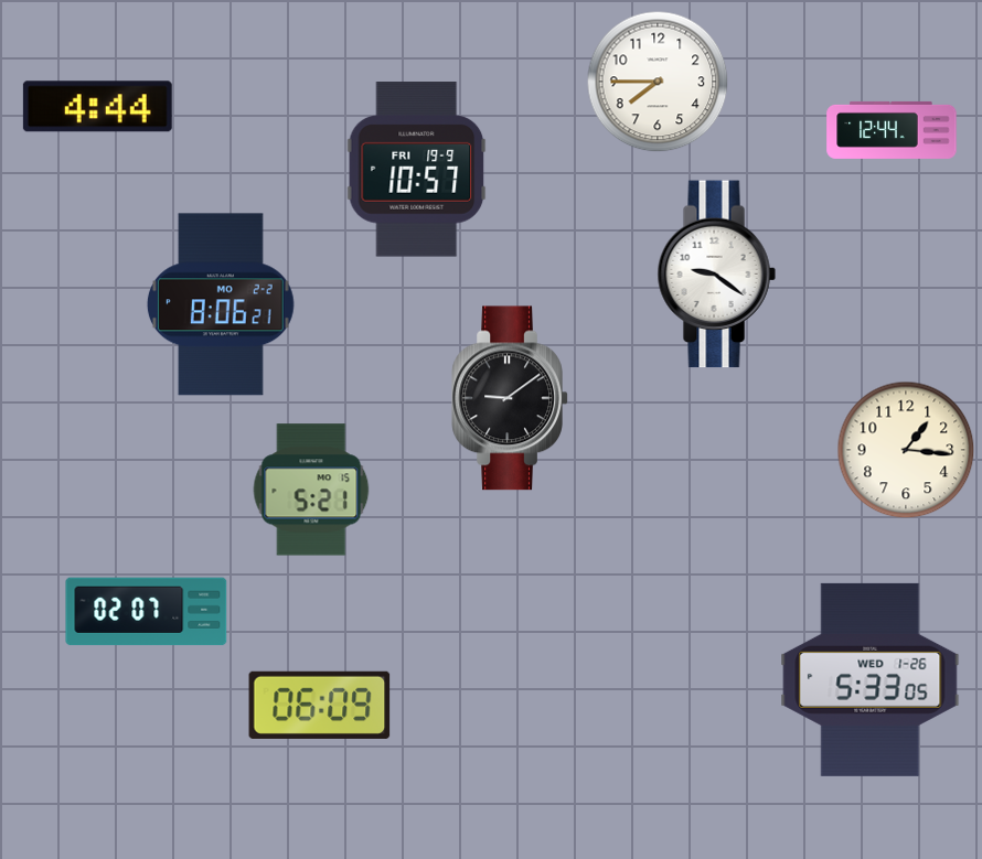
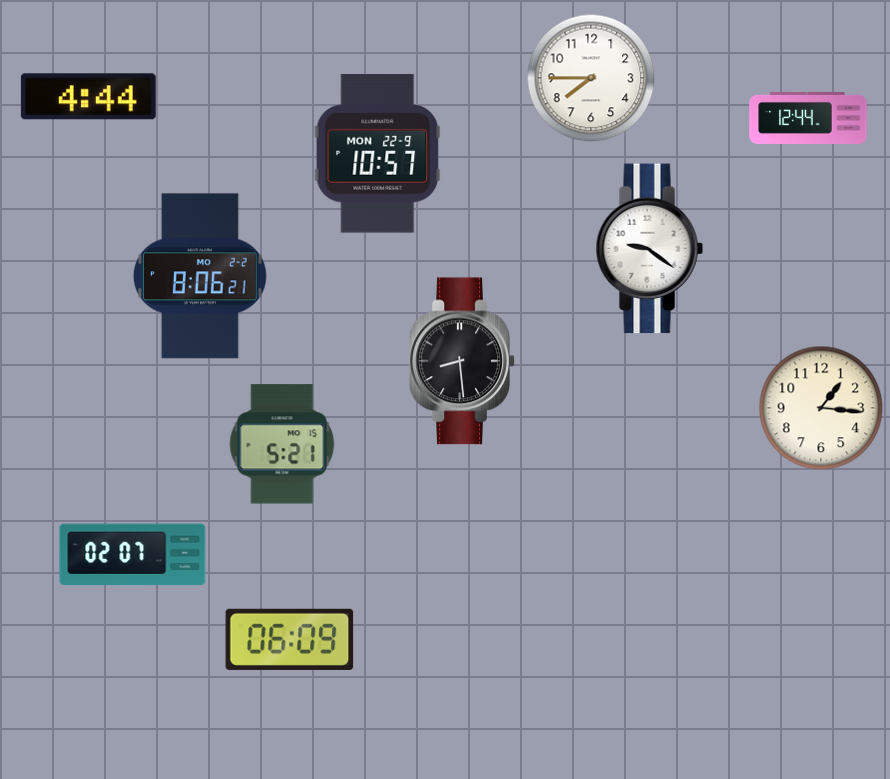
clock at (658, 82) position: (658, 82) -> (591, 78)
clock at (417, 170) date: FRI 19-9 -> MON 22-9
clock at (510, 398): 9:09 -> 8:29
clock at (871, 679): 5:33 -> none
